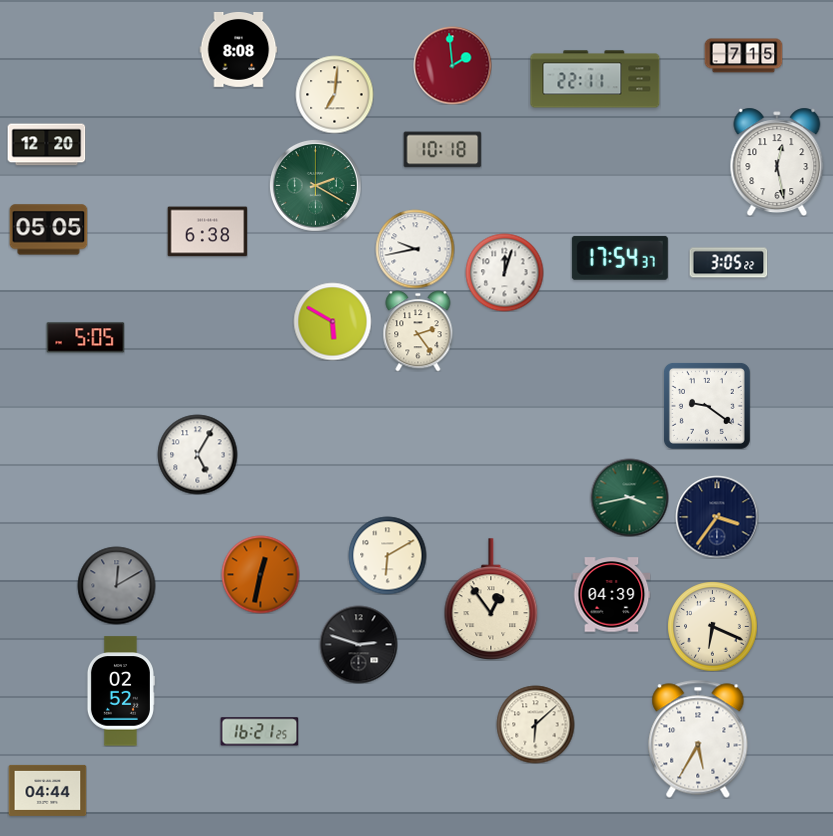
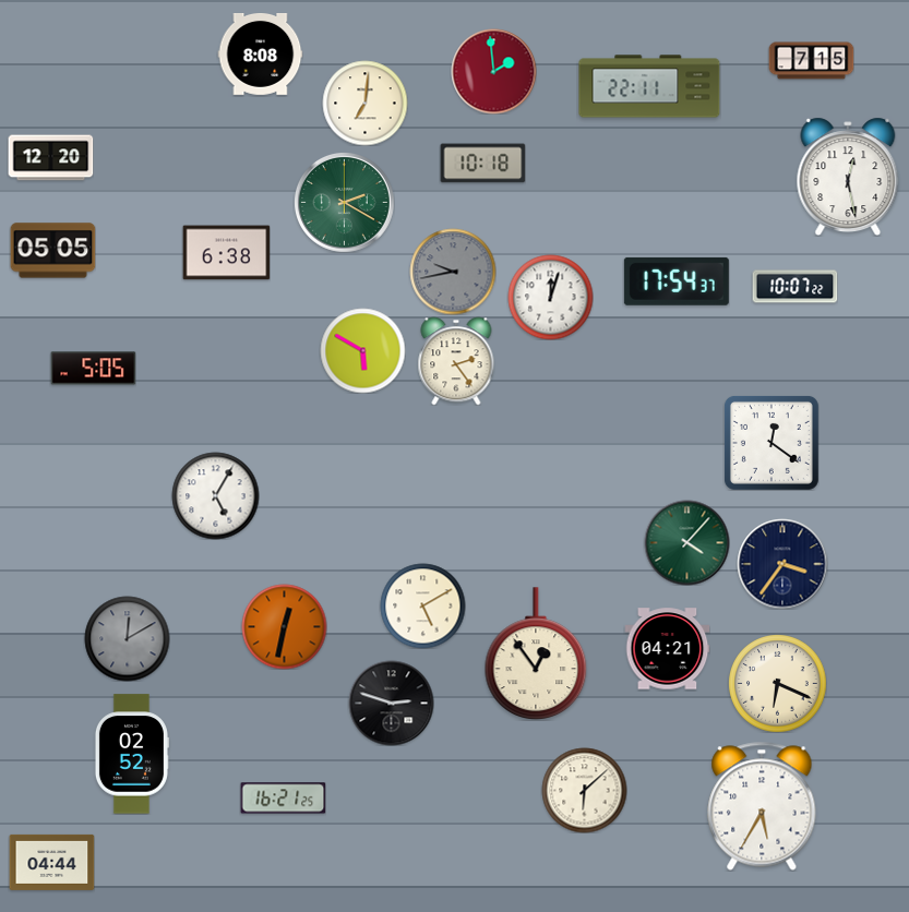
clock at (415, 249) dial: white -> grey
clock at (728, 263): 3:05 -> 10:07
clock at (707, 406): 9:21 -> 12:21
clock at (629, 497): 3:43 -> 4:07
clock at (387, 555): 6:10 -> 5:10
clock at (611, 595): 04:39 -> 04:21
